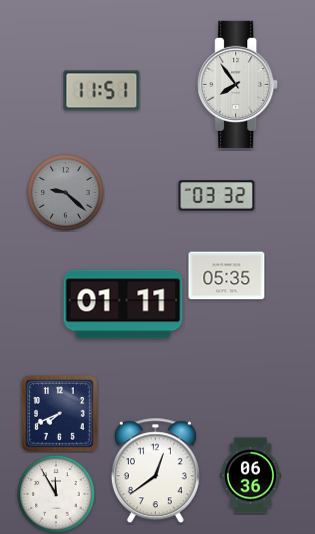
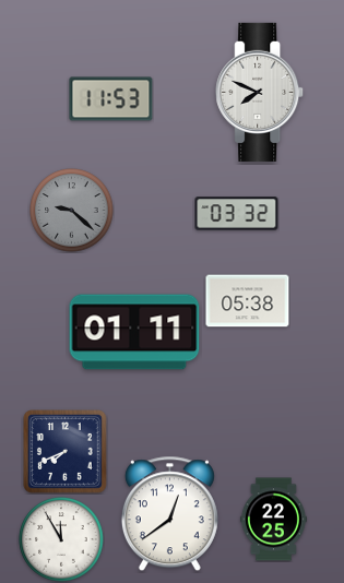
clock at (238, 84): 7:54 -> 7:49
clock at (102, 91): 11:51 -> 11:53
clock at (227, 276): 05:35 -> 05:38
clock at (250, 476): 06:36 -> 22:25
